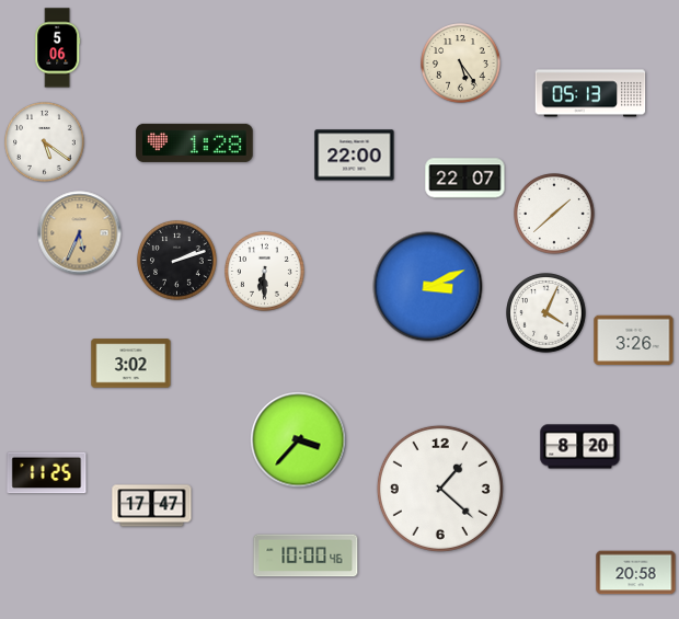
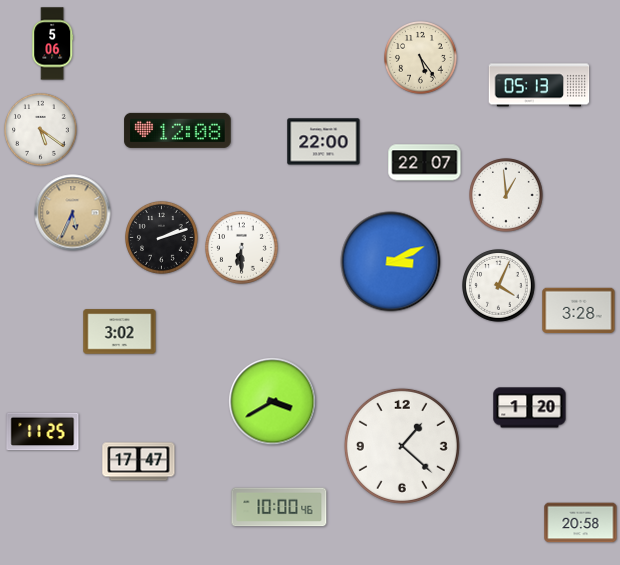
clock at (195, 142): 1:28 -> 12:08
clock at (554, 214): 1:38 -> 12:59
clock at (634, 341): 3:26 -> 3:28
clock at (299, 440): 3:37 -> 3:40
clock at (580, 447): 8:20 -> 1:20
